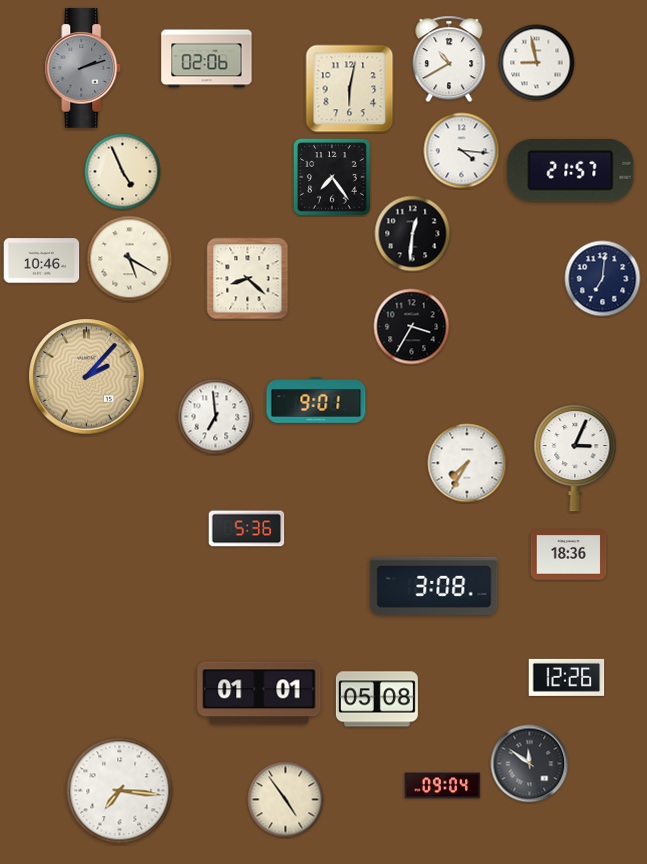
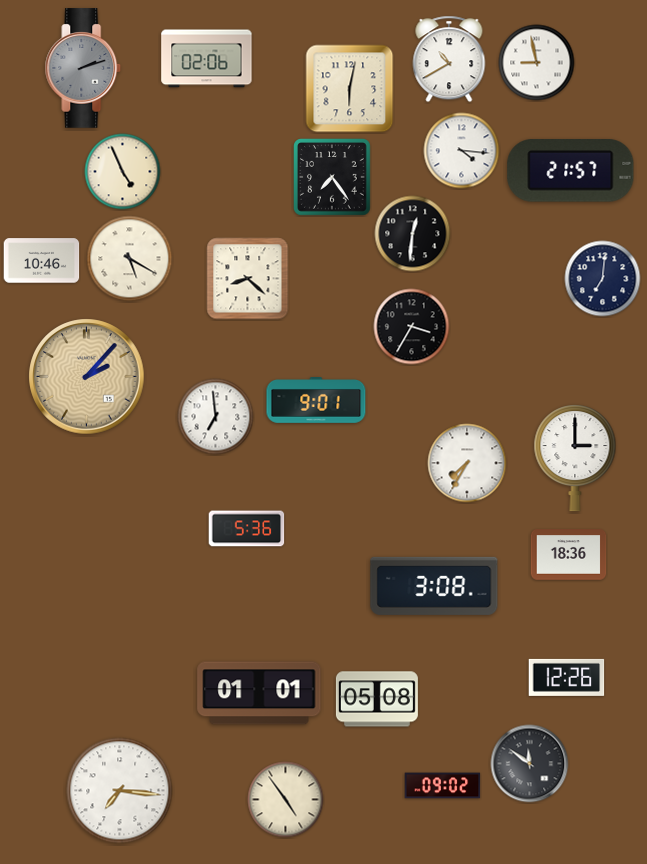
clock at (575, 458): 3:04 -> 3:00
clock at (443, 786): 09:04 -> 09:02
